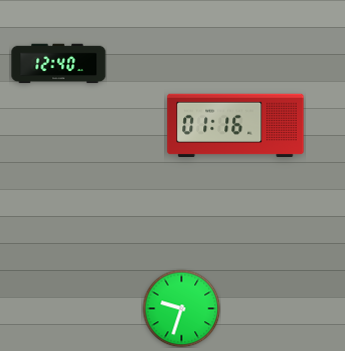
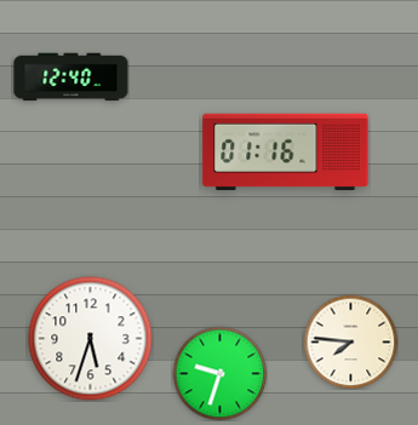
clock at (91, 339): none -> 5:33
clock at (350, 341): none -> 7:46
